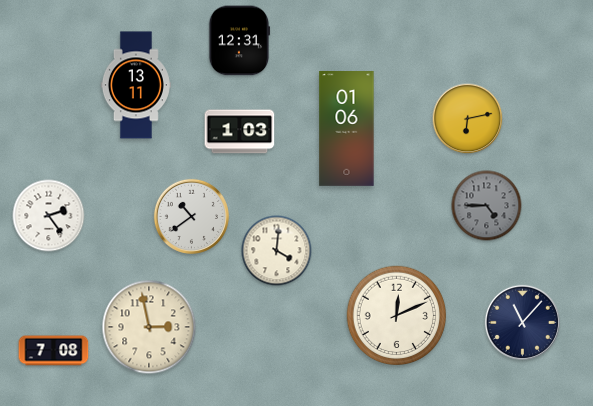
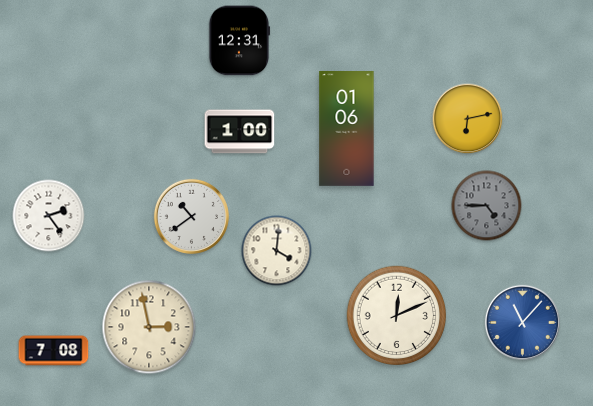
clock at (136, 85): 13:11 -> none
clock at (240, 132): 1:03 -> 1:00
clock at (522, 322) dial: navy -> blue
